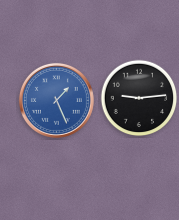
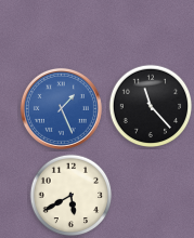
clock at (139, 98): 9:14 -> 11:23
clock at (72, 196): none -> 5:40
